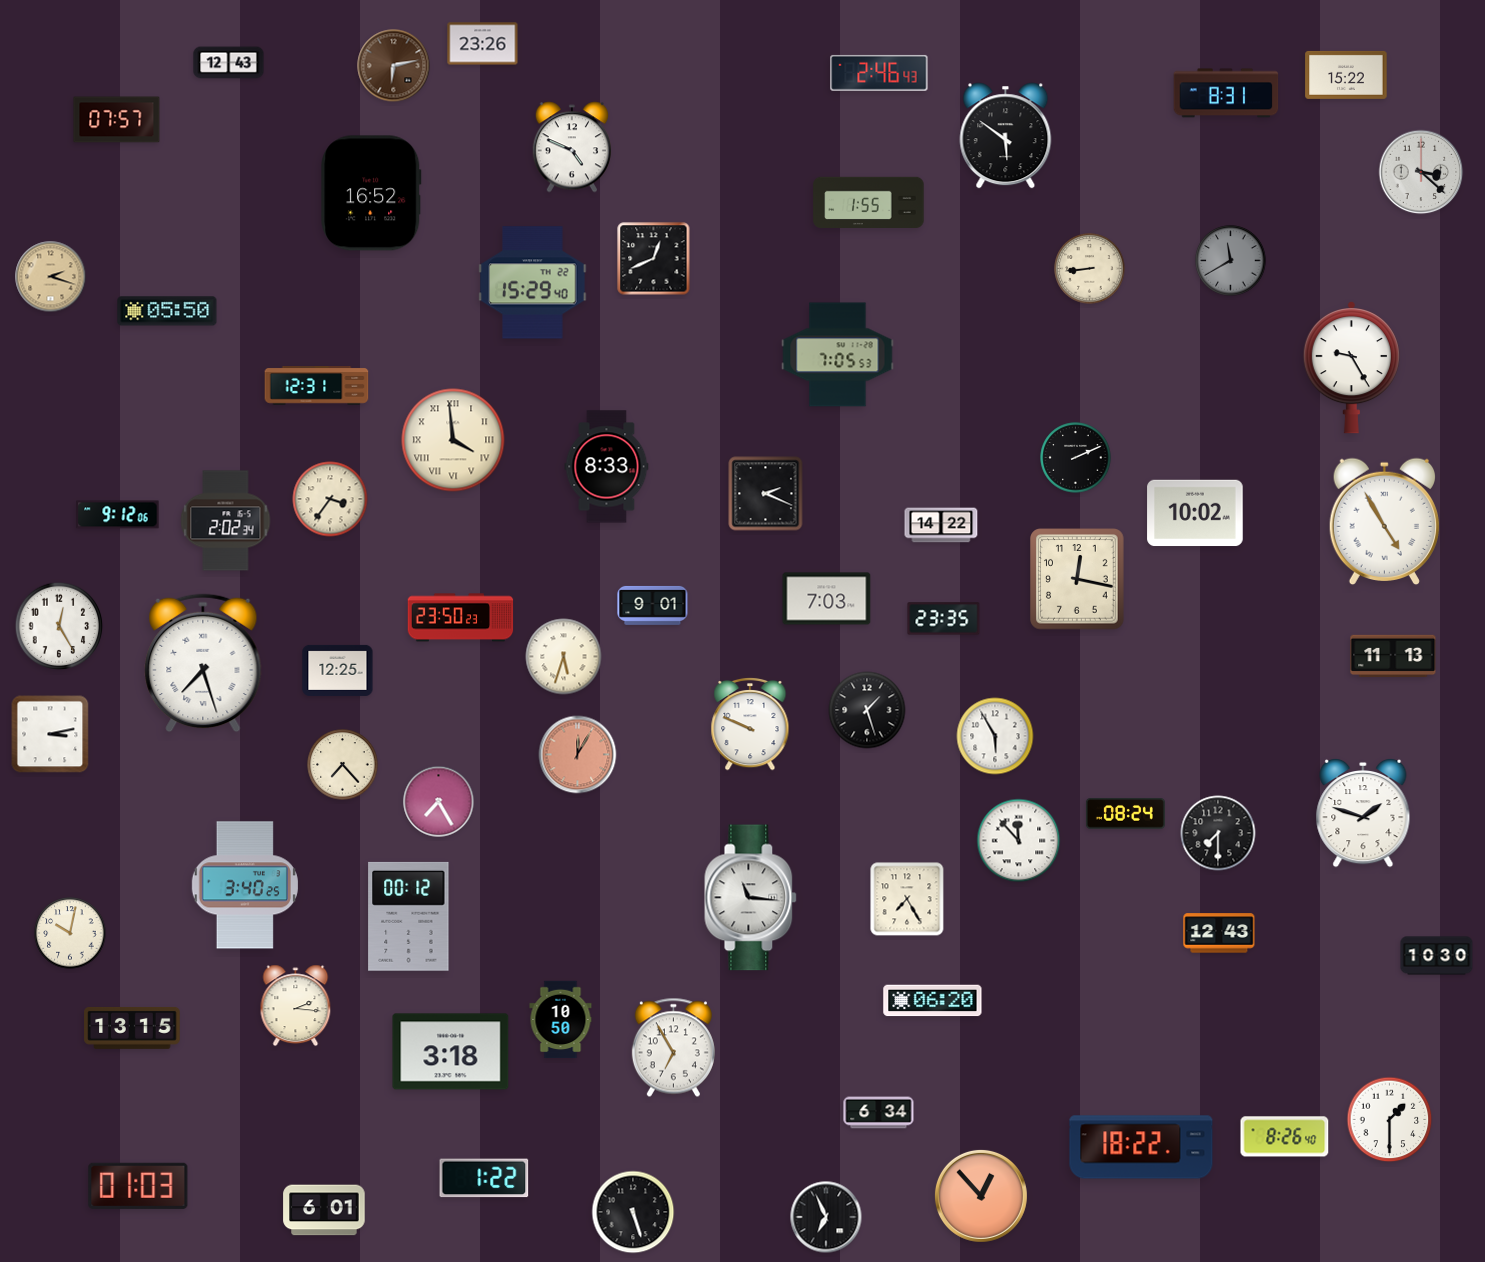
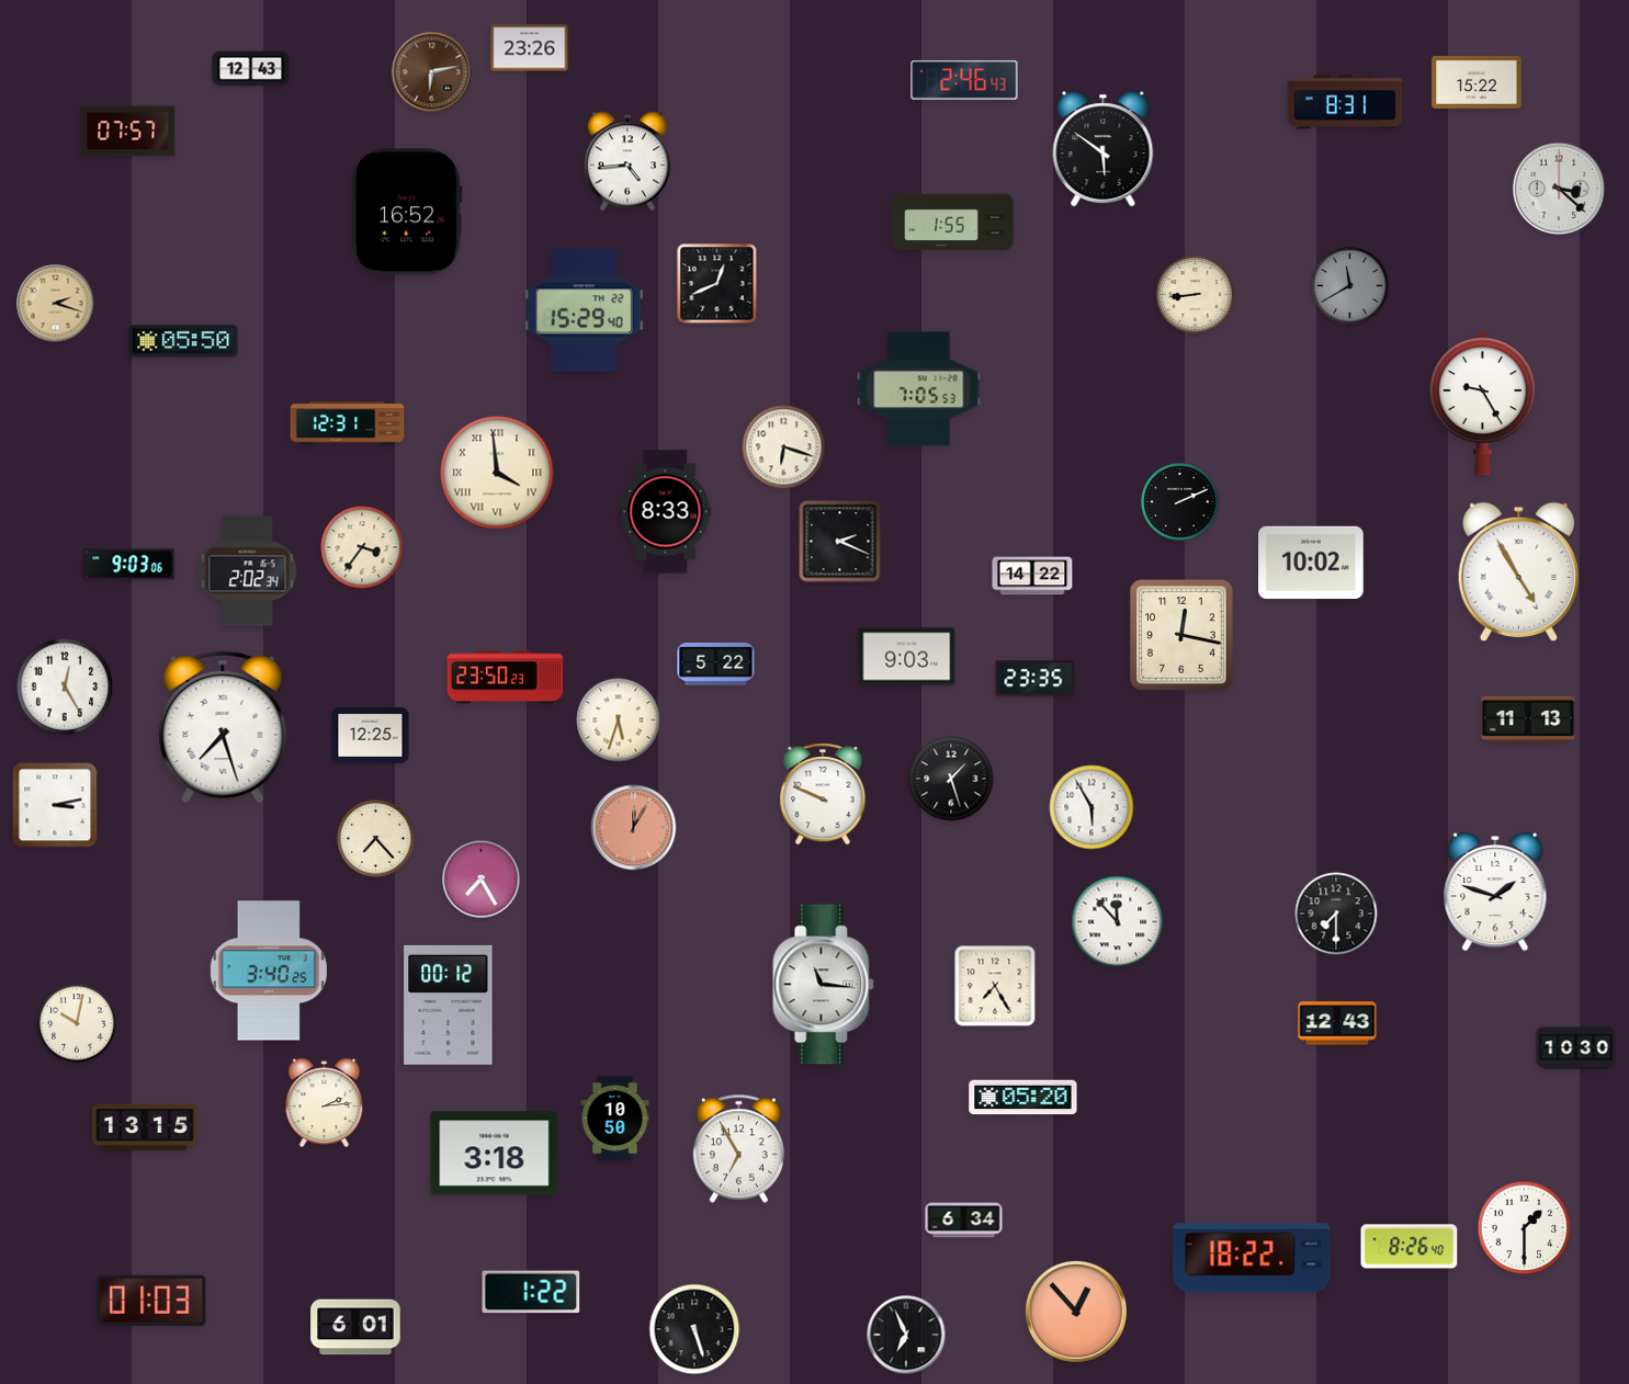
clock at (571, 147): 4:49 -> 4:44
clock at (784, 447): none -> 6:18
clock at (453, 440) position: (453, 440) -> (497, 473)
clock at (118, 515): 9:12 -> 9:03
clock at (827, 599): 7:03 -> 9:03
clock at (653, 605): 9:01 -> 5:22
clock at (1125, 814): 08:24 -> none
clock at (933, 1001): 06:20 -> 05:20
clock at (296, 1006): 2:16 -> 2:14
